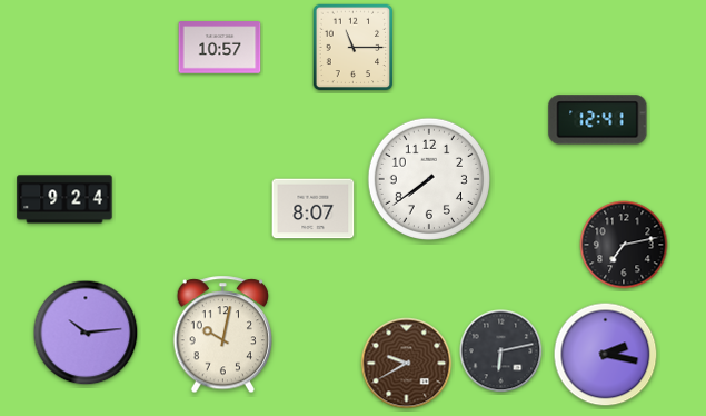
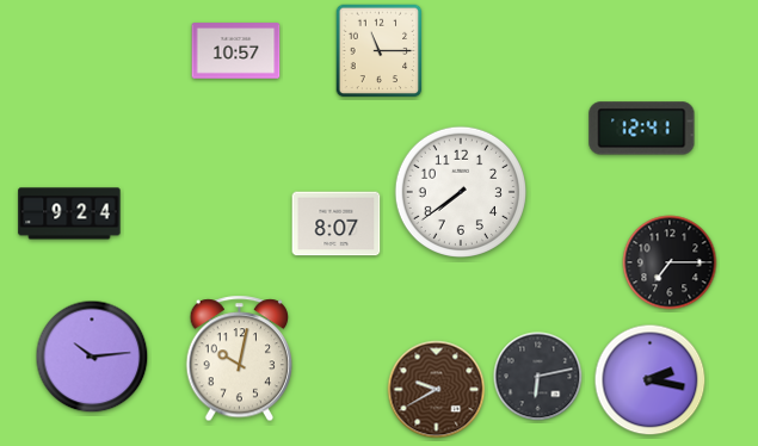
clock at (624, 245): 7:13 -> 7:15
